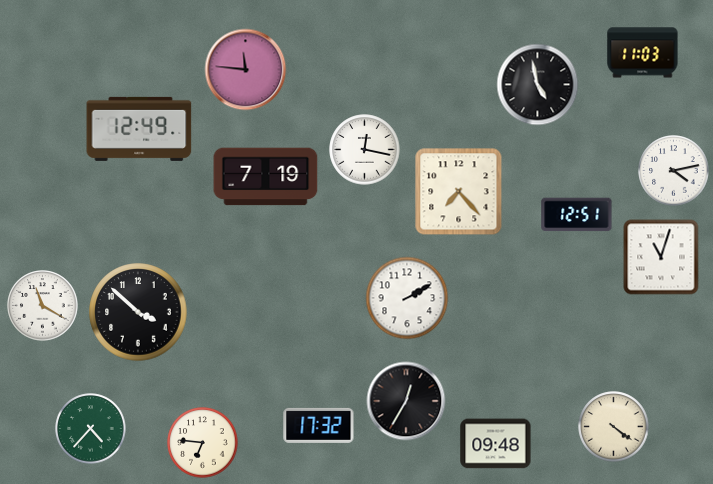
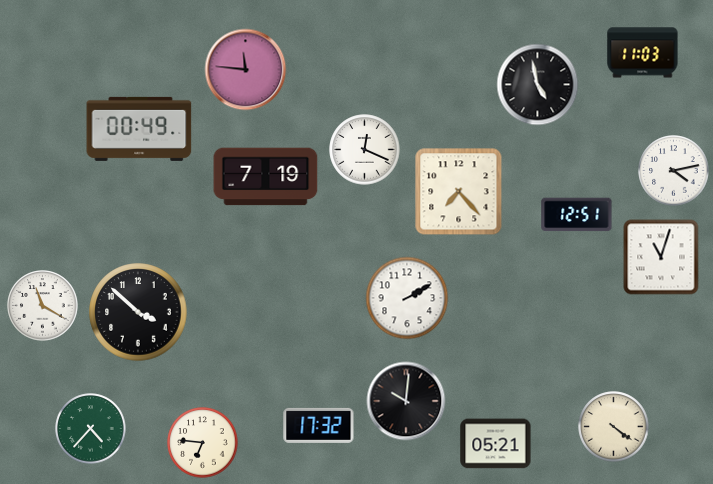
clock at (139, 129): 12:49 -> 00:49
clock at (365, 150): 12:17 -> 12:19
clock at (406, 401): 12:35 -> 10:01
clock at (496, 444): 09:48 -> 05:21
